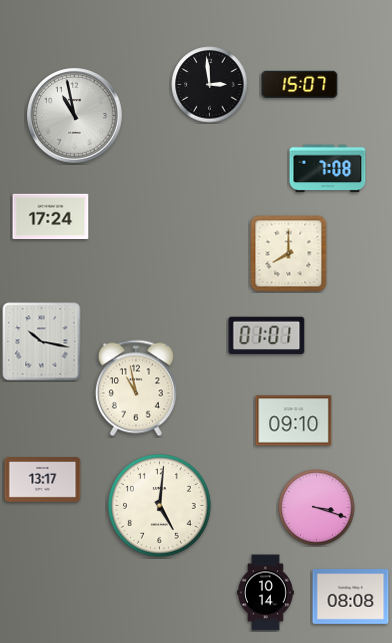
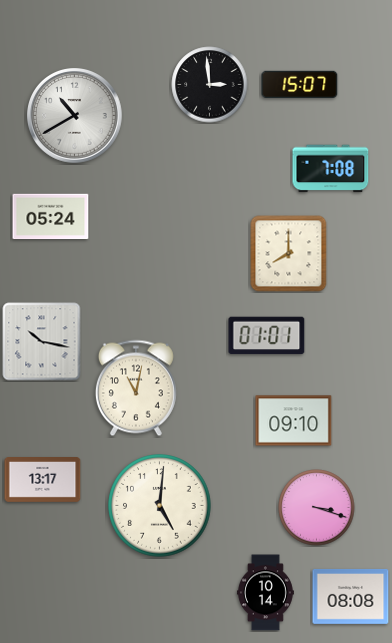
clock at (75, 116): 10:58 -> 10:40
clock at (328, 169) position: (328, 169) -> (331, 169)
clock at (51, 217): 17:24 -> 05:24
clock at (136, 388): 10:58 -> 11:02
